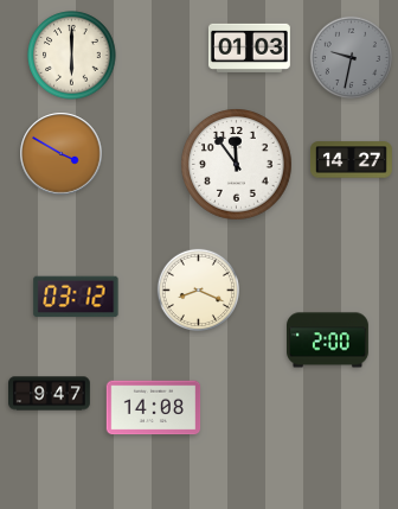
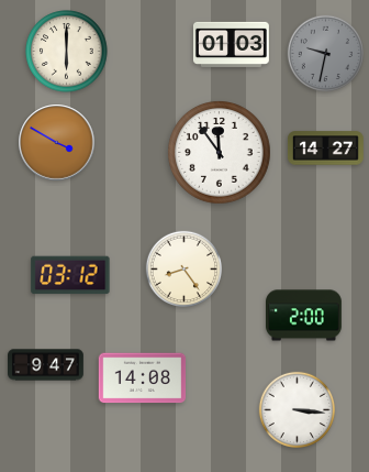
clock at (198, 290): 8:19 -> 8:24
clock at (297, 409): none -> 3:16
